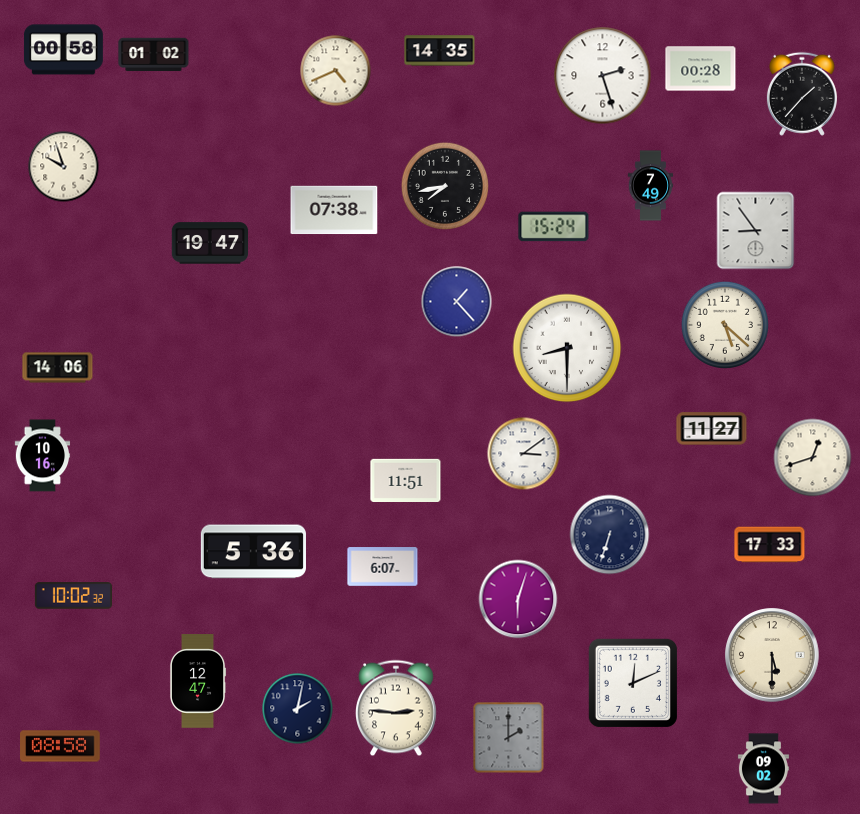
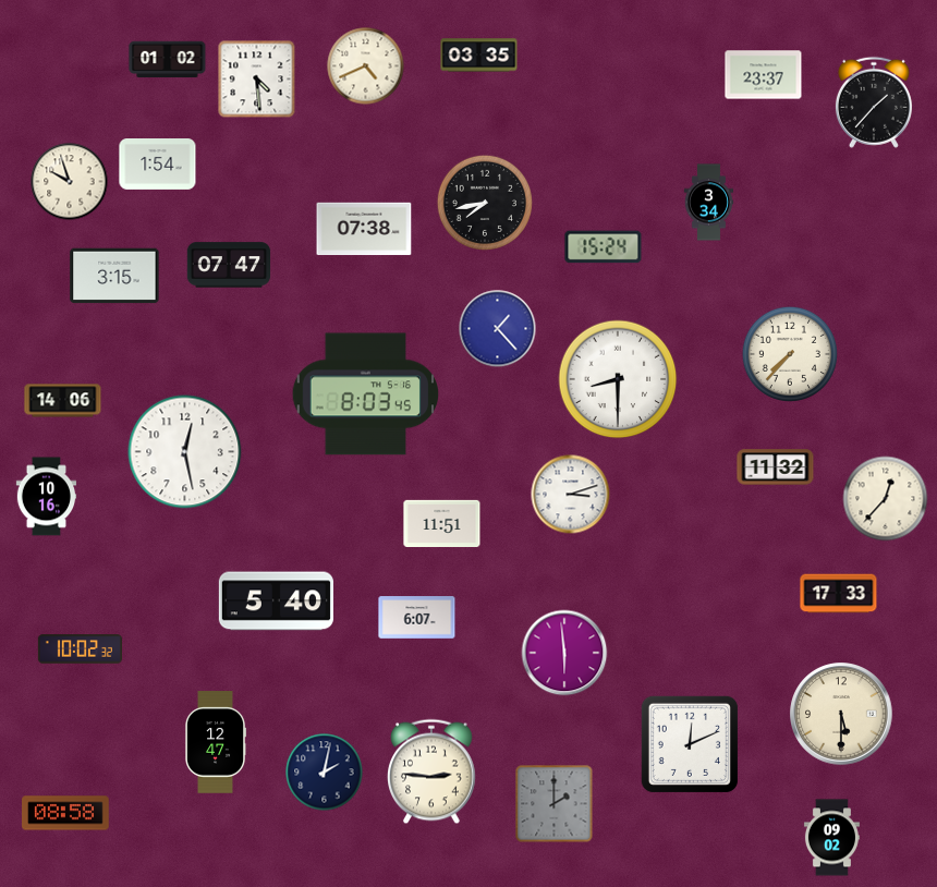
clock at (63, 50): 00:58 -> none
clock at (440, 51): 14:35 -> 03:35
clock at (701, 69): 00:28 -> 23:37
clock at (336, 71) position: (336, 71) -> (366, 66)
clock at (257, 80): none -> 4:29
clock at (603, 76): 2:27 -> none
clock at (158, 165): none -> 1:54
clock at (651, 186): 7:49 -> 3:34
clock at (756, 231): 8:54 -> none
clock at (210, 243): 19:47 -> 07:47
clock at (114, 276): none -> 3:15
clock at (725, 325): 5:22 -> 7:37
clock at (366, 394): none -> 8:03
clock at (185, 452): none -> 12:28
clock at (712, 429): 11:27 -> 11:32
clock at (524, 454): 3:09 -> 3:12
clock at (813, 458): 12:42 -> 12:37
clock at (610, 535): 6:33 -> none
clock at (253, 552): 5:36 -> 5:40
clock at (518, 599): 6:03 -> 5:59
